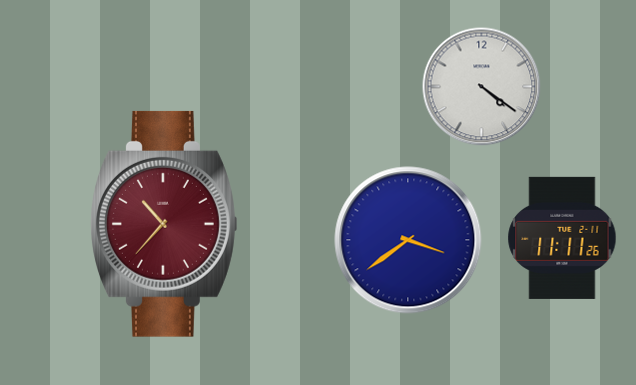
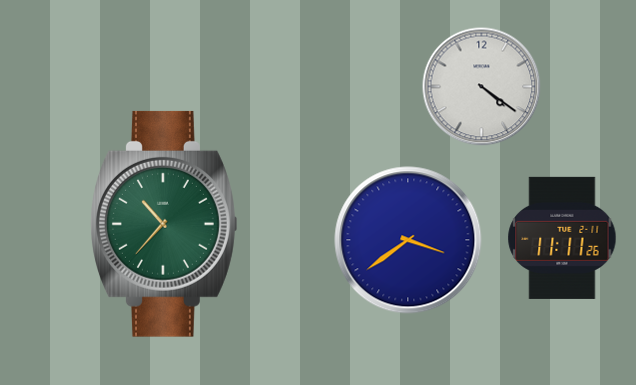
clock at (165, 224) dial: burgundy -> green
